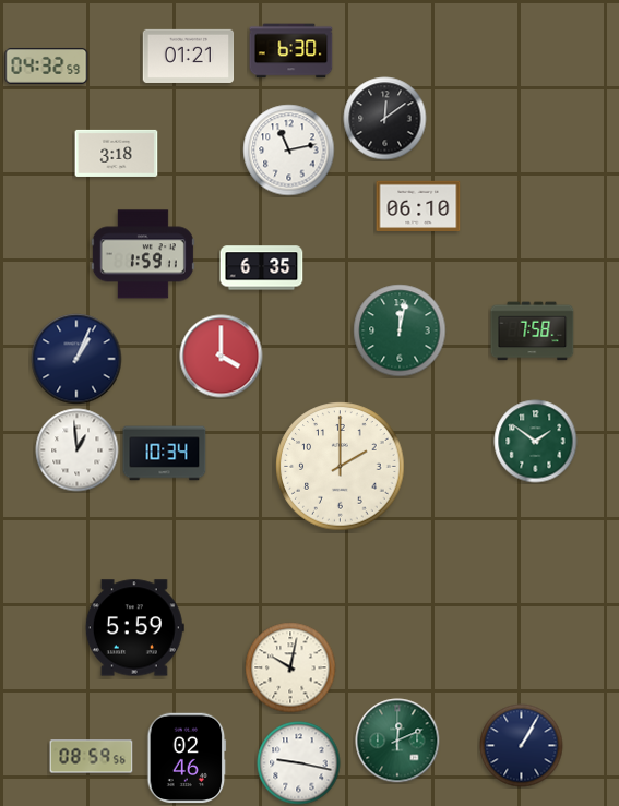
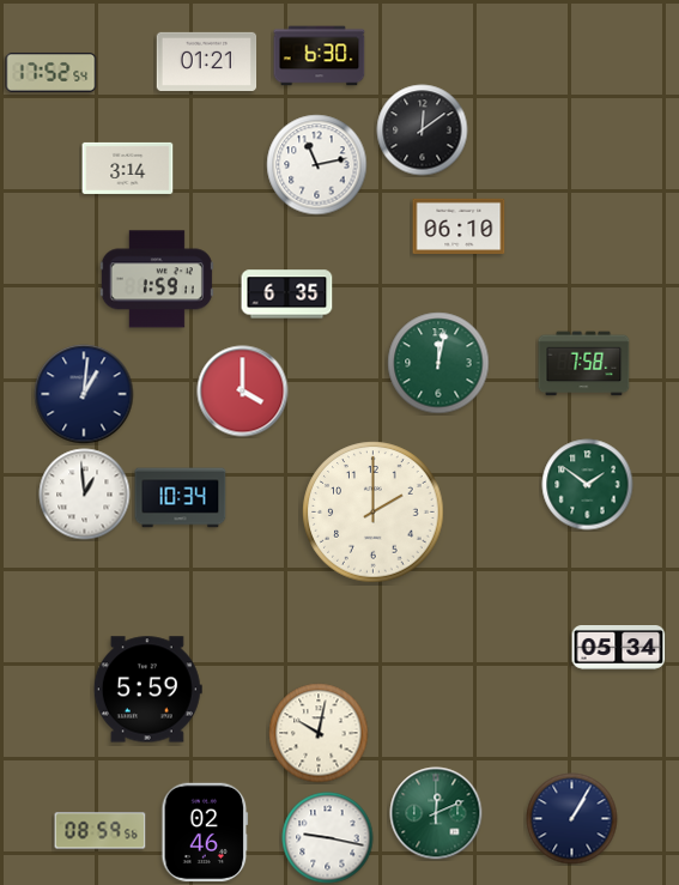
clock at (47, 65): 04:32 -> 17:52
clock at (117, 153): 3:18 -> 3:14
clock at (76, 359): 1:04 -> 1:01
clock at (619, 648): none -> 05:34
